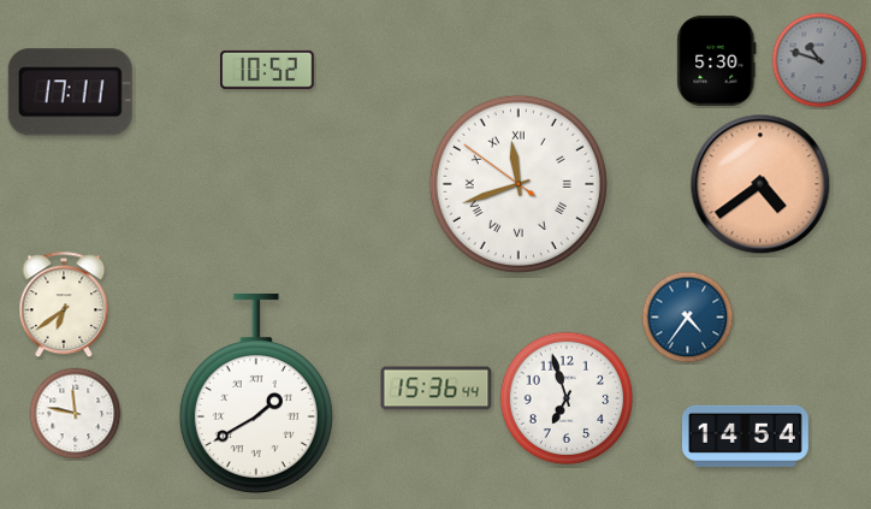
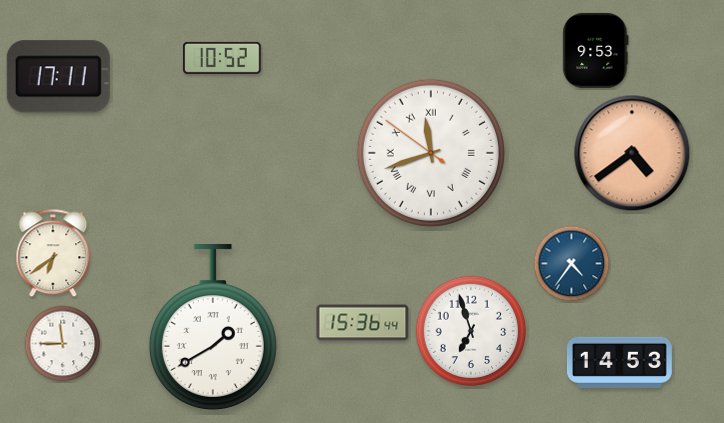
clock at (717, 60): 5:30 -> 9:53
clock at (819, 60): 10:48 -> none
clock at (76, 414): 11:47 -> 11:45
clock at (745, 436): 14:54 -> 14:53
